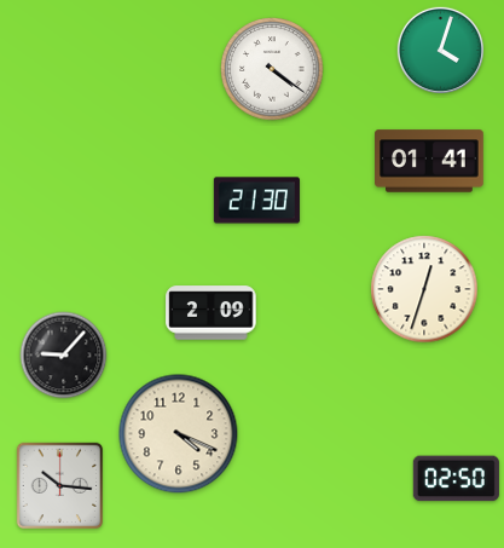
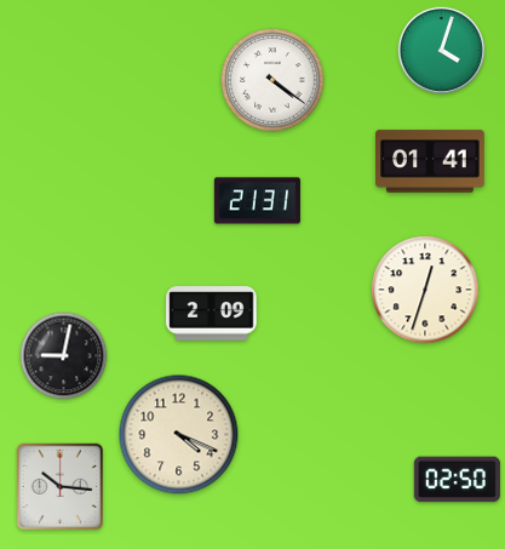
clock at (272, 69) position: (272, 69) -> (272, 80)
clock at (256, 201): 21:30 -> 21:31
clock at (64, 356): 9:07 -> 9:02
